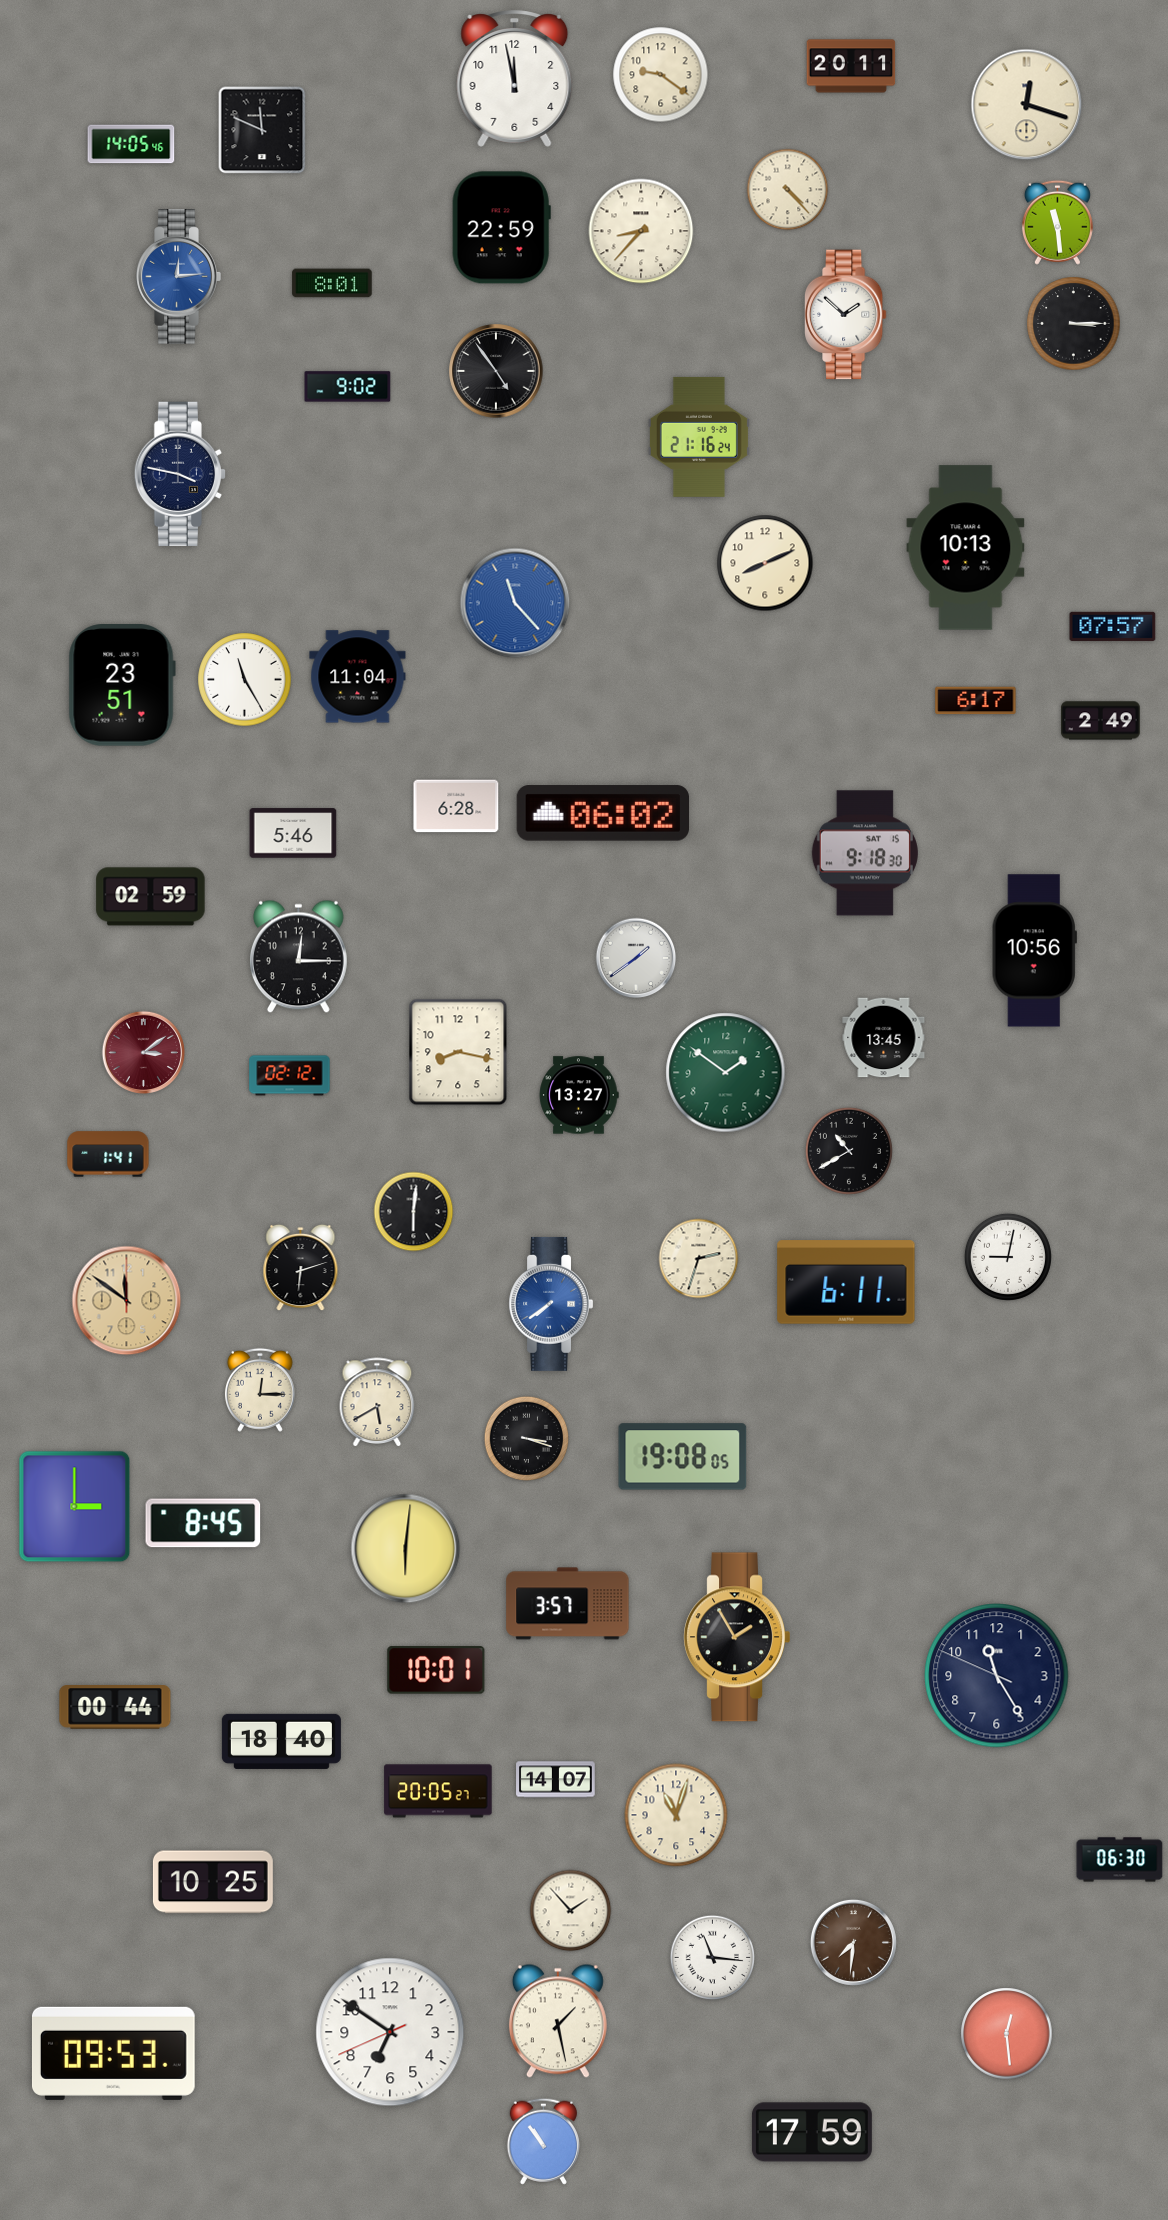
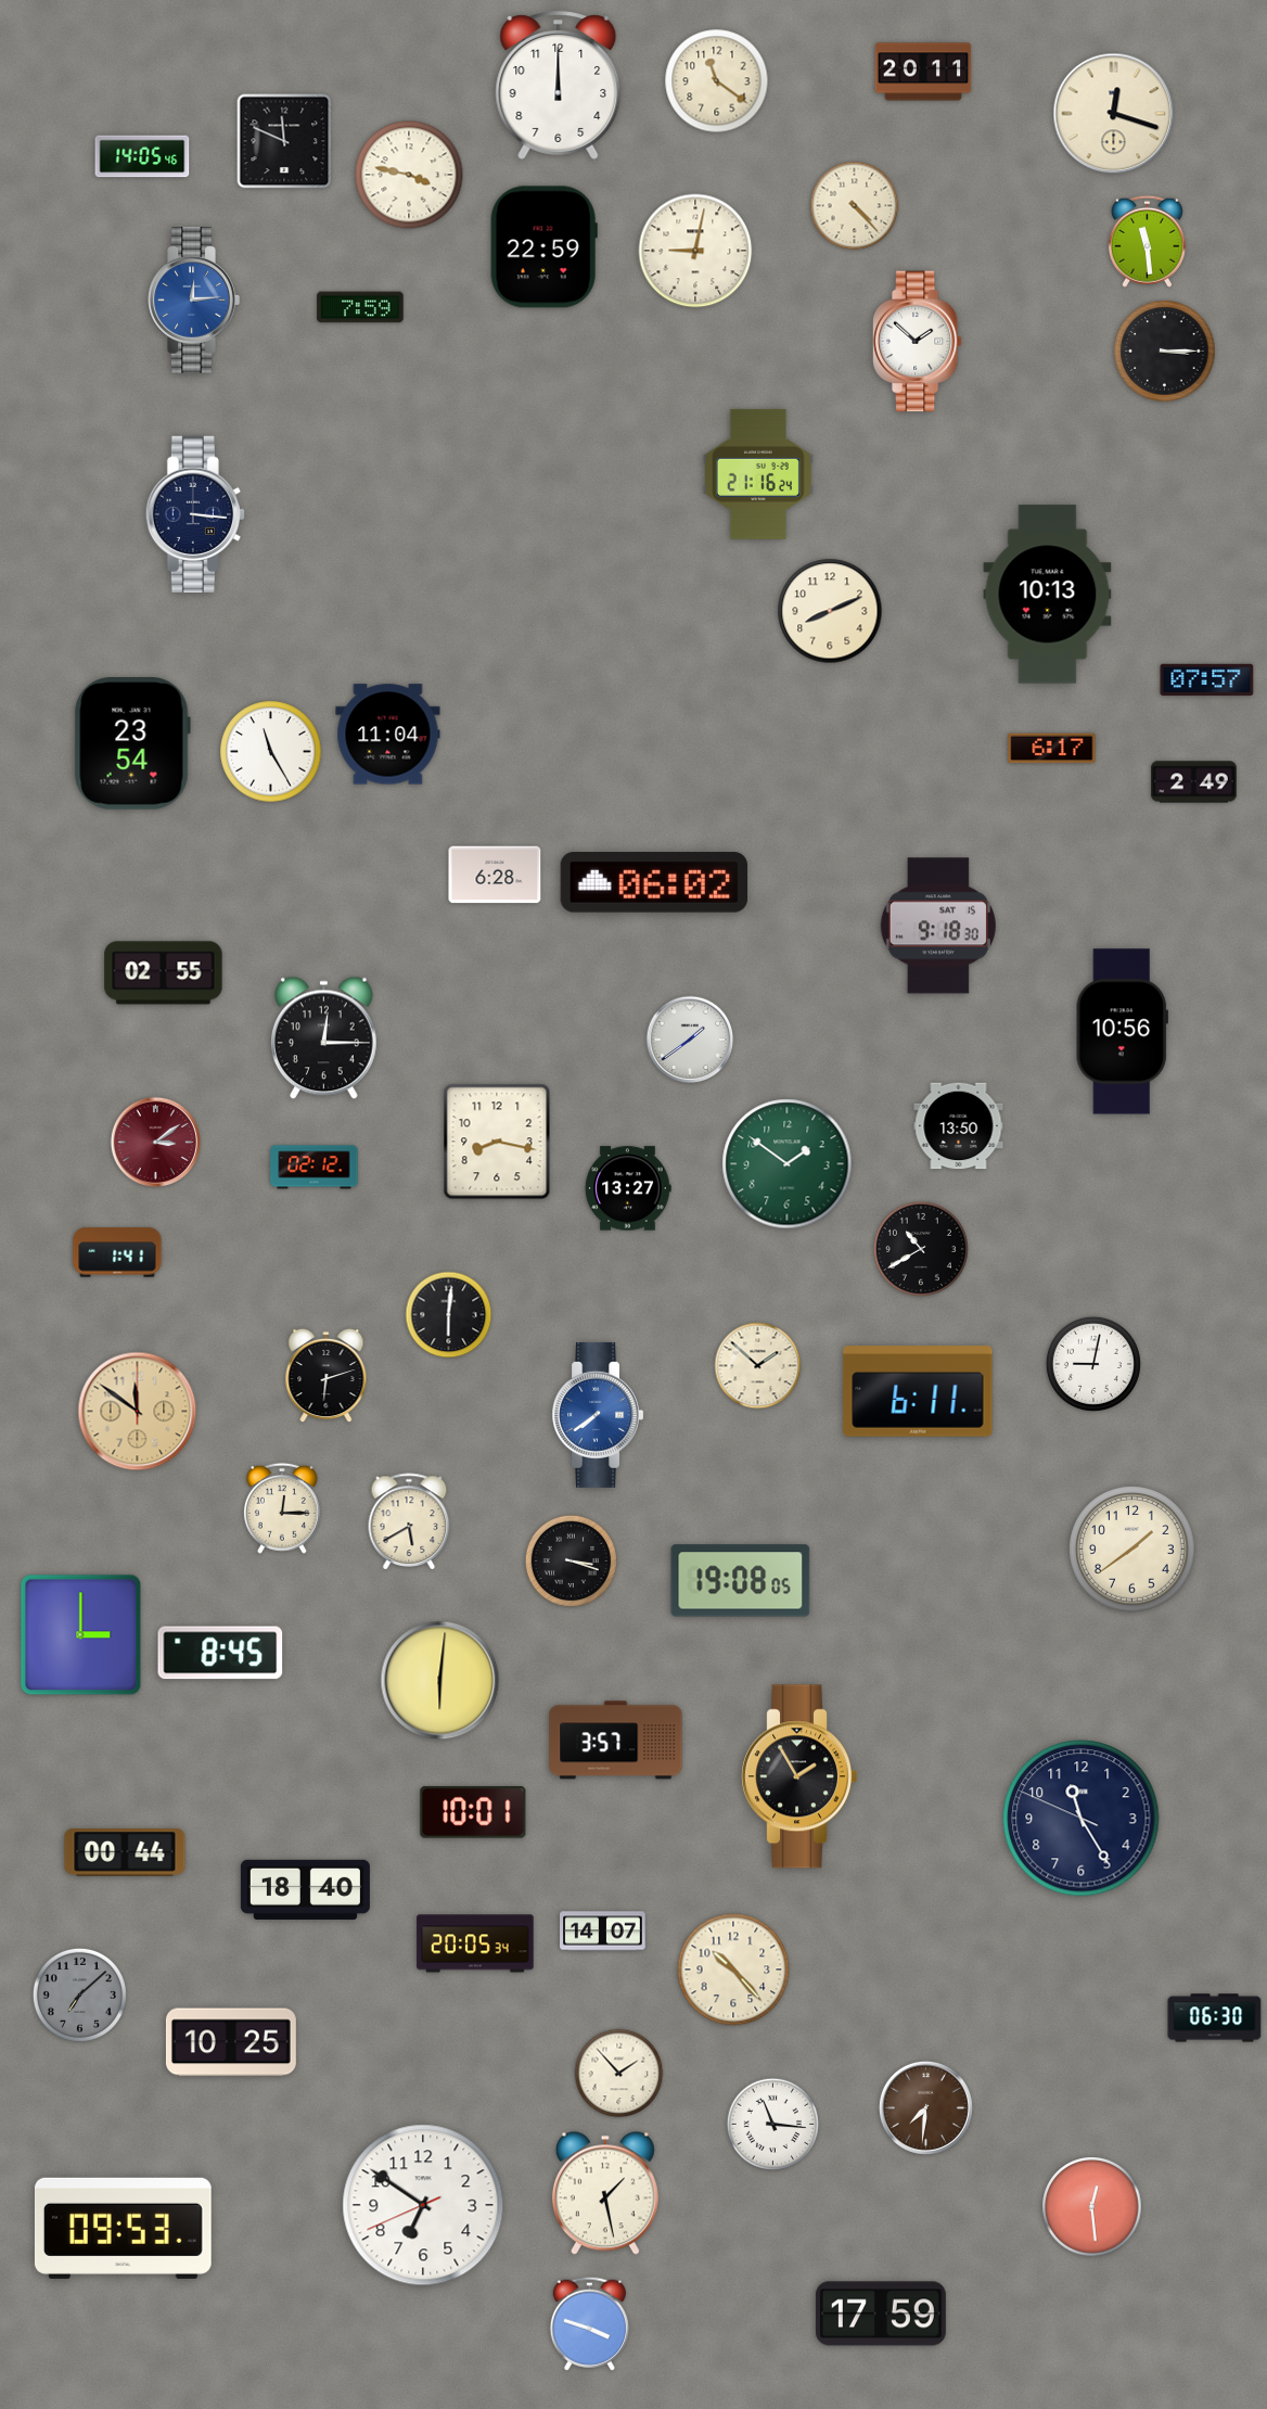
clock at (661, 75): 9:21 -> 11:21
clock at (515, 79): 11:58 -> 12:00
clock at (409, 175): none -> 3:47
clock at (641, 231): 8:37 -> 9:02
clock at (332, 283): 8:01 -> 7:59
clock at (496, 371): 4:54 -> none
clock at (348, 387): 9:02 -> none
clock at (179, 474): 3:47 -> 3:16
clock at (515, 603): 11:23 -> none
clock at (245, 680) position: (245, 680) -> (271, 752)
clock at (122, 685): 23:51 -> 23:54
clock at (976, 701) position: (976, 701) -> (1052, 749)
clock at (293, 833): 5:46 -> none
clock at (151, 897): 02:59 -> 02:55
clock at (884, 1038): 13:45 -> 13:50
clock at (699, 1259): 2:33 -> 1:52
clock at (1132, 1550): none -> 1:39
clock at (438, 1791): 20:05:27 -> 20:05:34
clock at (676, 1815): 11:03 -> 10:23
clock at (79, 1994): none -> 7:08
clock at (543, 2141): 10:54 -> 3:48
